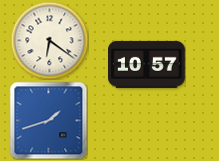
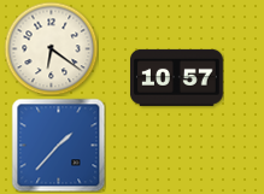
clock at (49, 40) position: (49, 40) -> (51, 48)
clock at (48, 120): 1:42 -> 1:37
